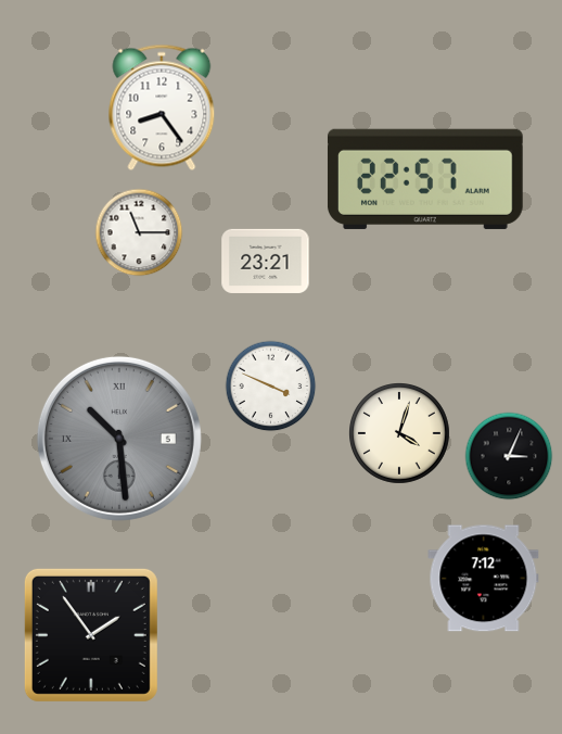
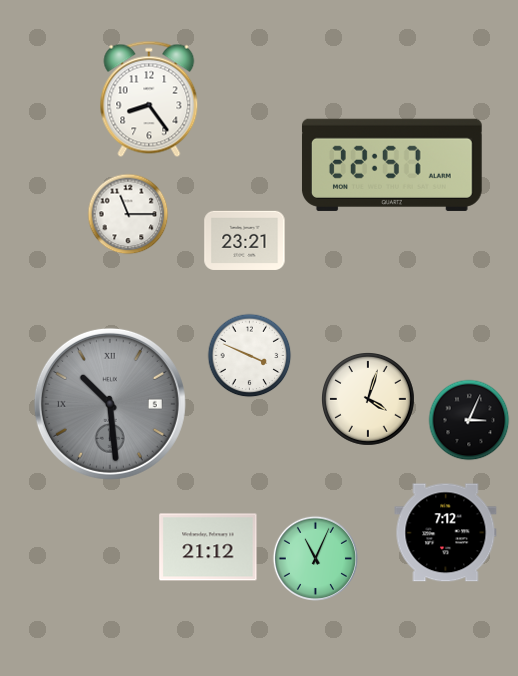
clock at (208, 547): none -> 21:12
clock at (315, 558): none -> 11:04
clock at (91, 635): 1:54 -> none
